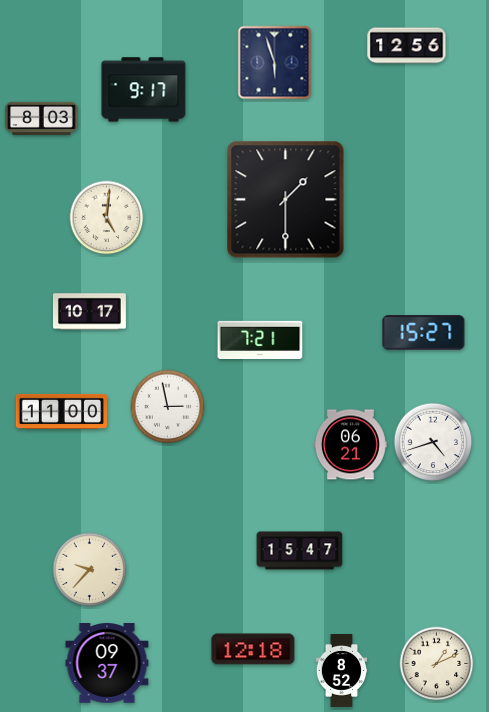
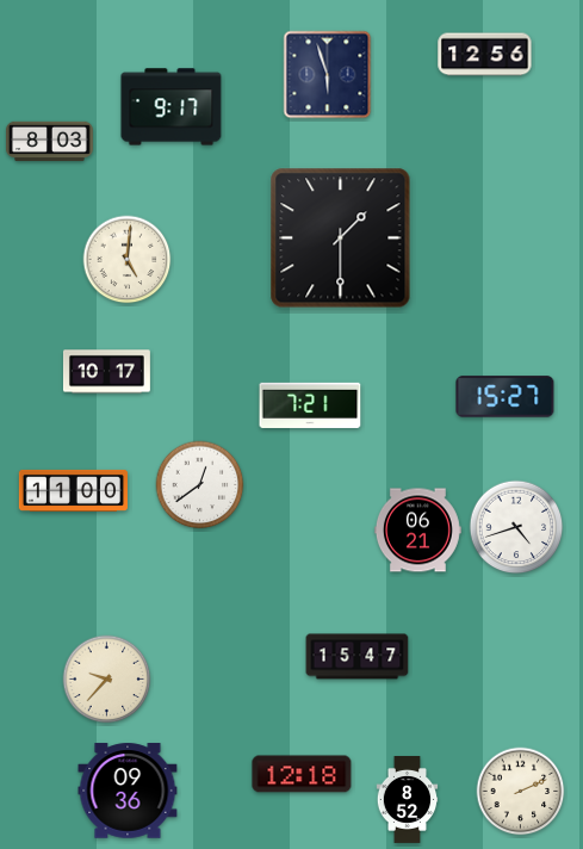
clock at (168, 407): 2:58 -> 12:39
clock at (107, 663): 09:37 -> 09:36
clock at (437, 664): 1:11 -> 2:11
